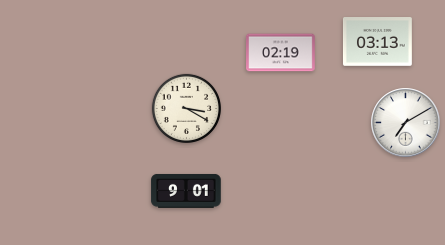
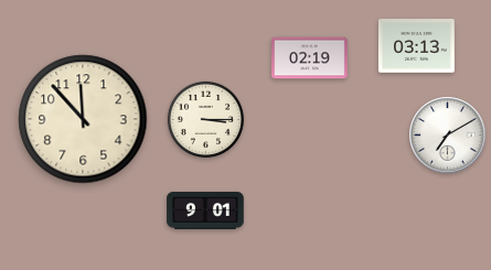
clock at (83, 119): none -> 11:53
clock at (186, 108): 3:20 -> 3:15
